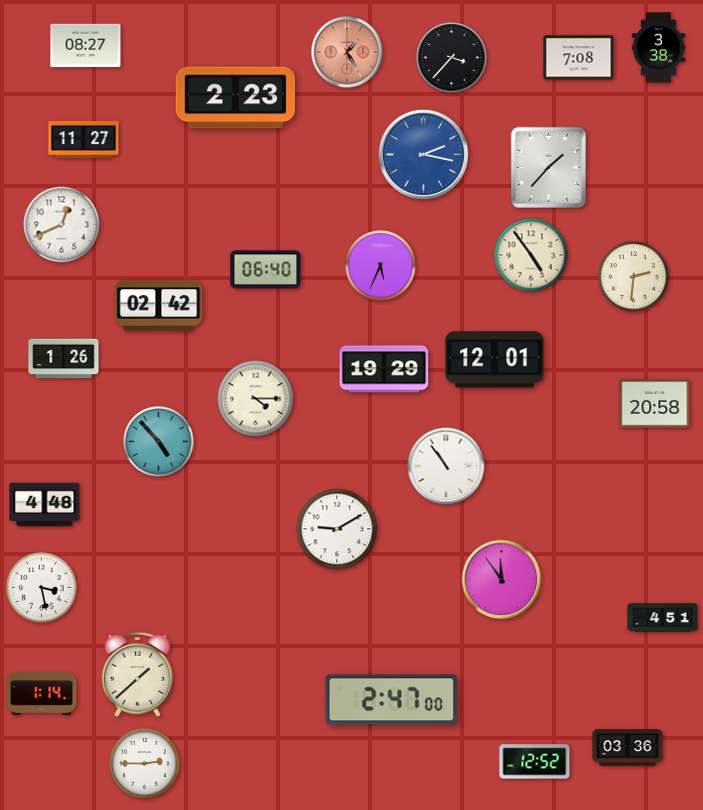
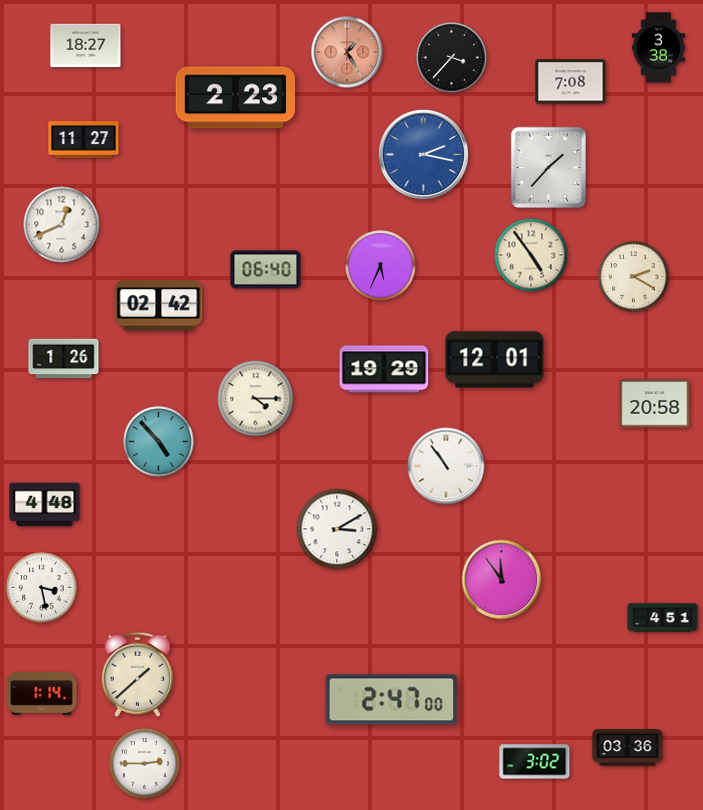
clock at (86, 46): 08:27 -> 18:27
clock at (579, 58) position: (579, 58) -> (571, 82)
clock at (634, 277): 2:31 -> 2:20
clock at (337, 529): 9:10 -> 3:10
clock at (535, 762): 12:52 -> 3:02
